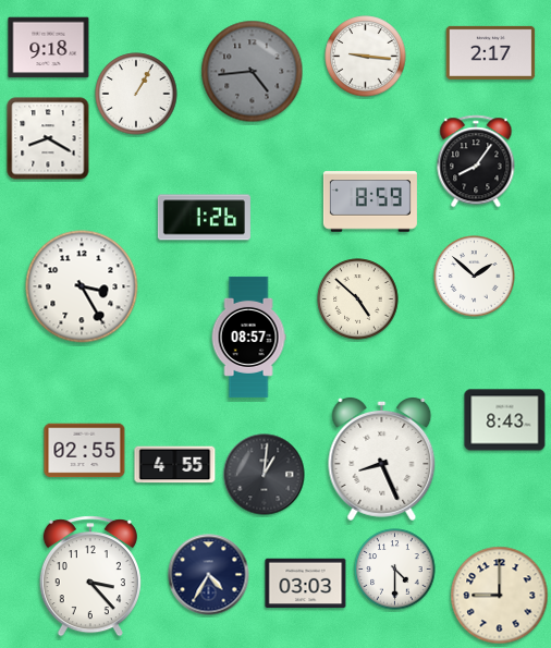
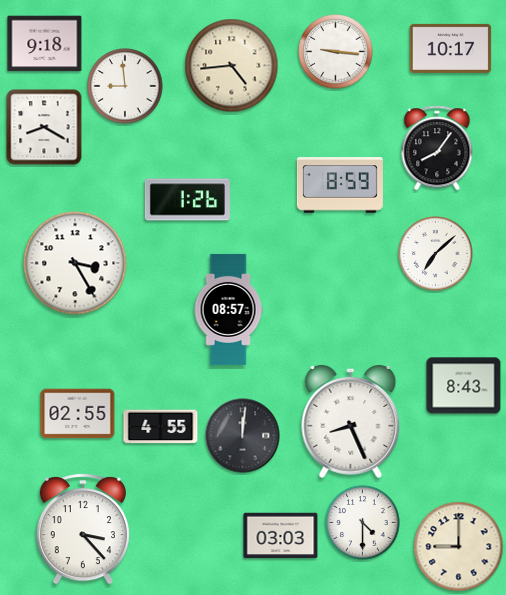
clock at (491, 52): 2:17 -> 10:17
clock at (253, 72) dial: grey -> cream
clock at (136, 94): 1:05 -> 8:59
clock at (475, 277): 1:52 -> 7:08
clock at (358, 299): 4:52 -> none
clock at (265, 475): 1:01 -> 12:01
clock at (209, 575): 4:35 -> none
